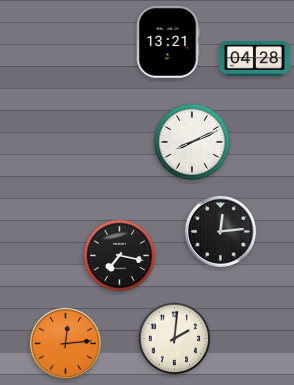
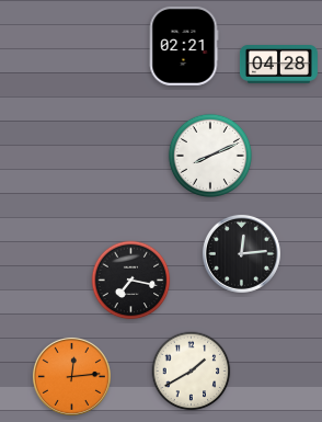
clock at (168, 42): 13:21 -> 02:21
clock at (175, 339): 2:01 -> 1:40
